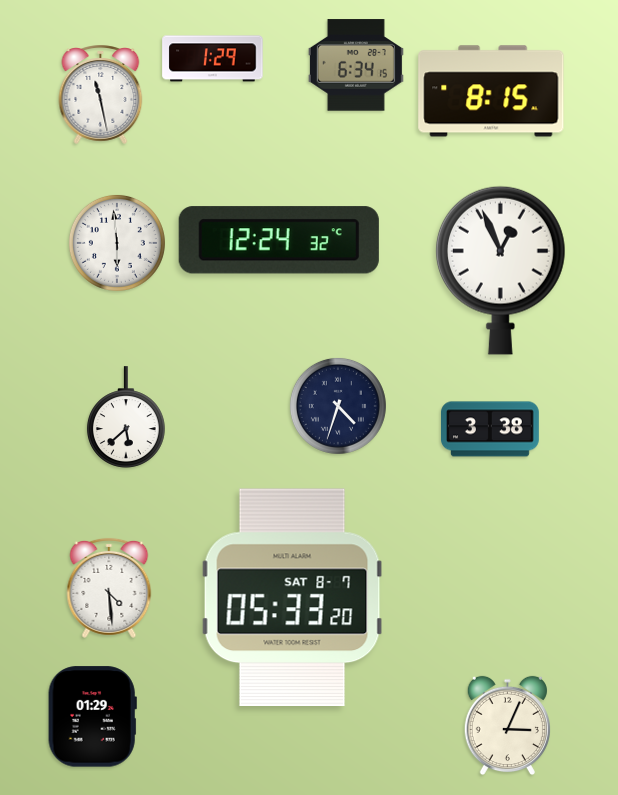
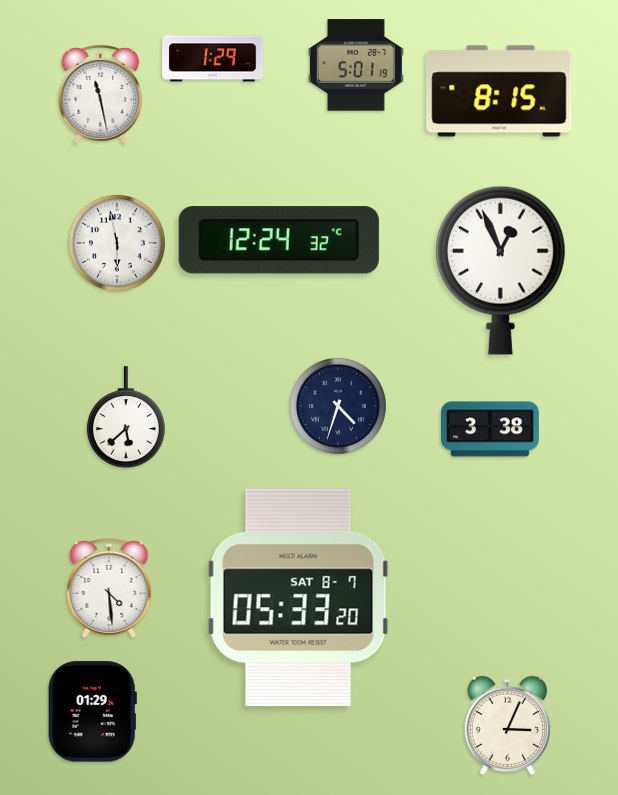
clock at (356, 65): 6:34 -> 5:01
clock at (491, 91) position: (491, 91) -> (499, 91)
clock at (117, 243): 5:59 -> 5:58
clock at (293, 597) position: (293, 597) -> (299, 597)
clock at (92, 717) position: (92, 717) -> (92, 712)
